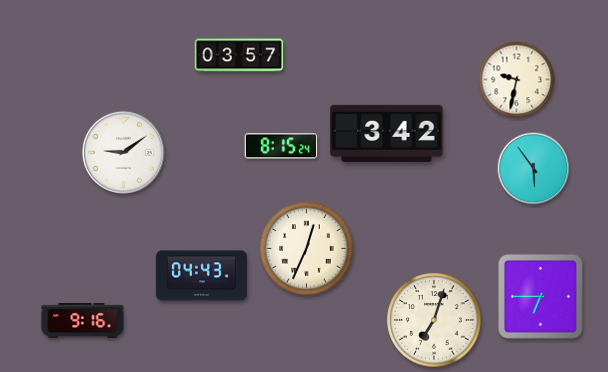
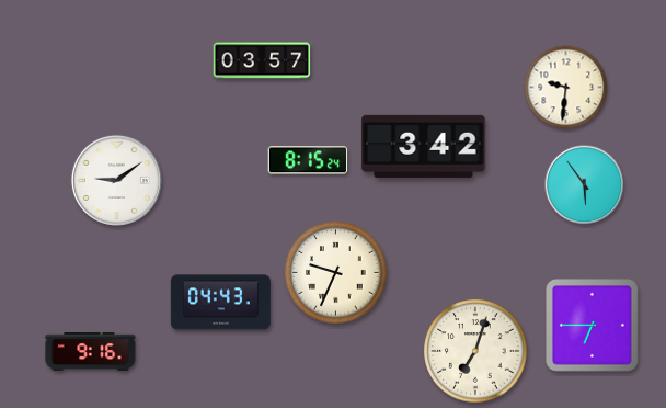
clock at (517, 80): 9:32 -> 9:31
clock at (123, 152) position: (123, 152) -> (116, 180)
clock at (307, 249): 12:34 -> 9:34
